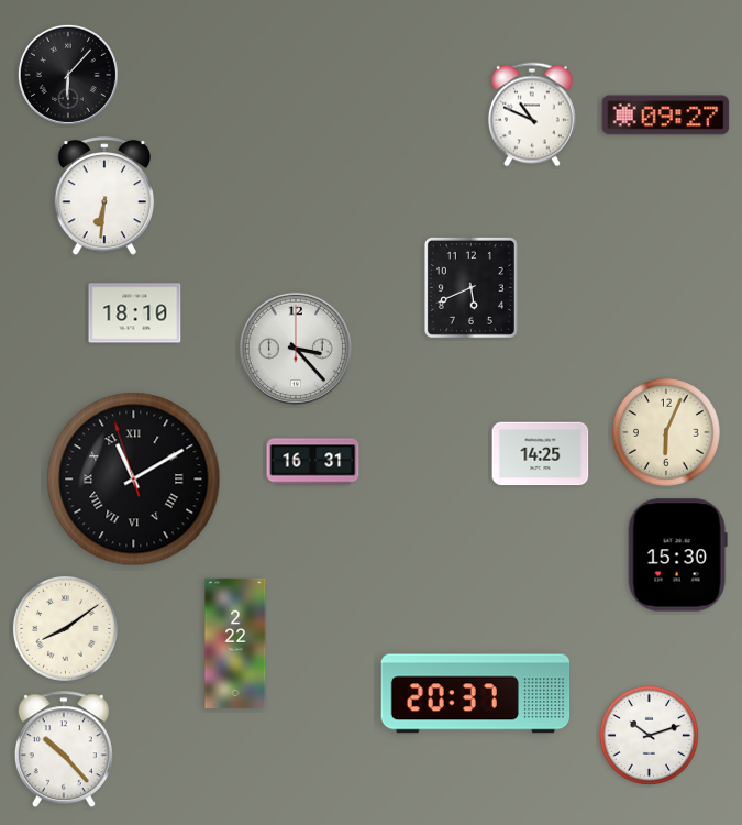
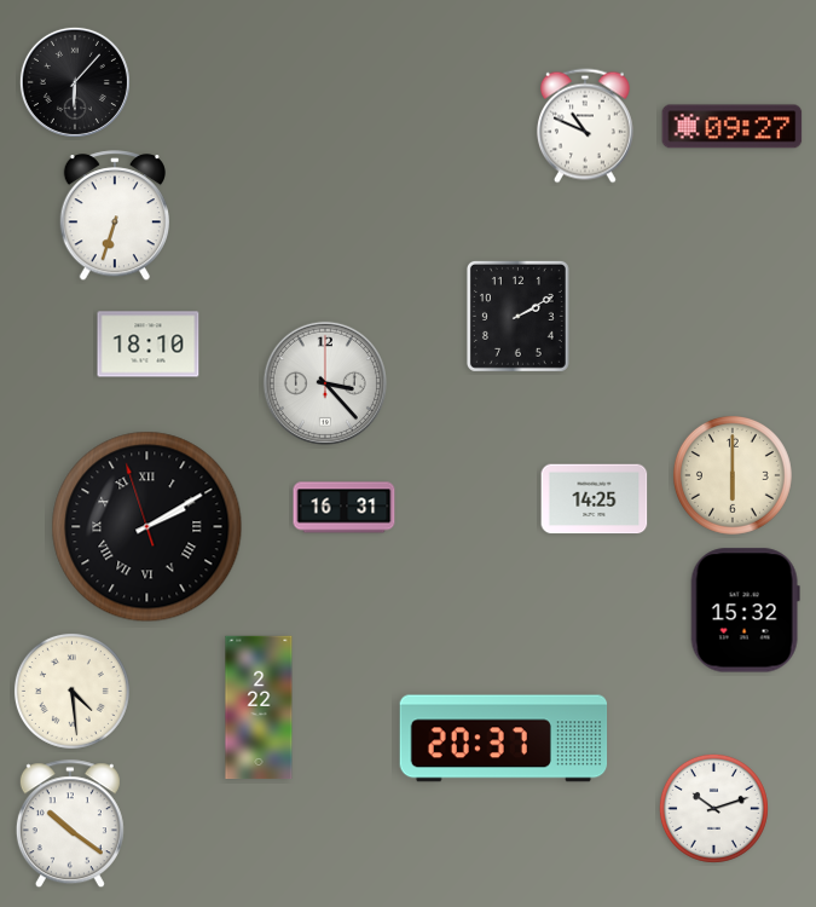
clock at (103, 197): 6:31 -> 6:33
clock at (470, 287): 5:41 -> 2:10
clock at (666, 432): 6:04 -> 6:00
clock at (134, 480): 11:09 -> 2:09
clock at (677, 555): 15:30 -> 15:32
clock at (65, 628): 8:09 -> 4:29
clock at (476, 694) position: (476, 694) -> (504, 739)
clock at (64, 750): 10:23 -> 10:21
